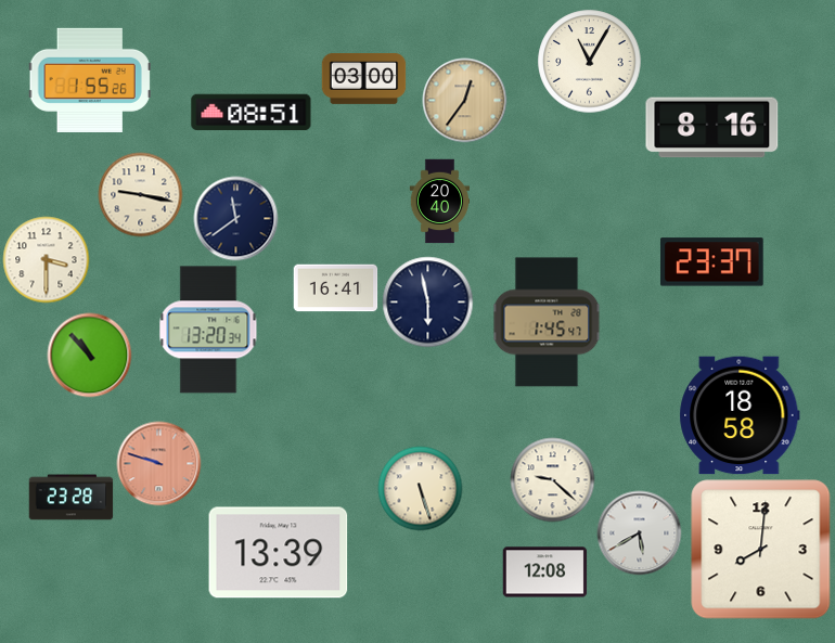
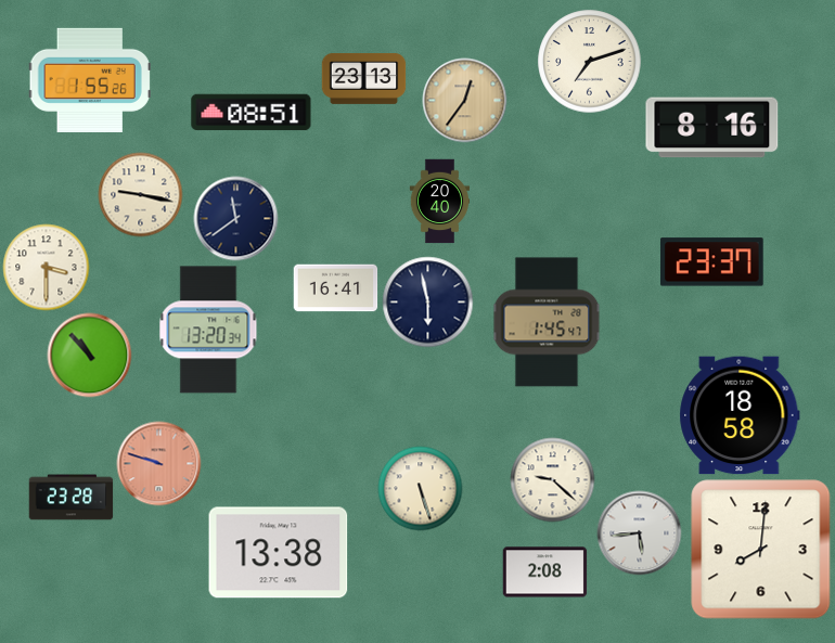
clock at (589, 61): 11:05 -> 7:12
clock at (363, 79): 03:00 -> 23:13
clock at (46, 259) position: (46, 259) -> (46, 267)
clock at (639, 532): 5:40 -> 5:44
clock at (279, 553): 13:39 -> 13:38
clock at (544, 573): 12:08 -> 2:08
